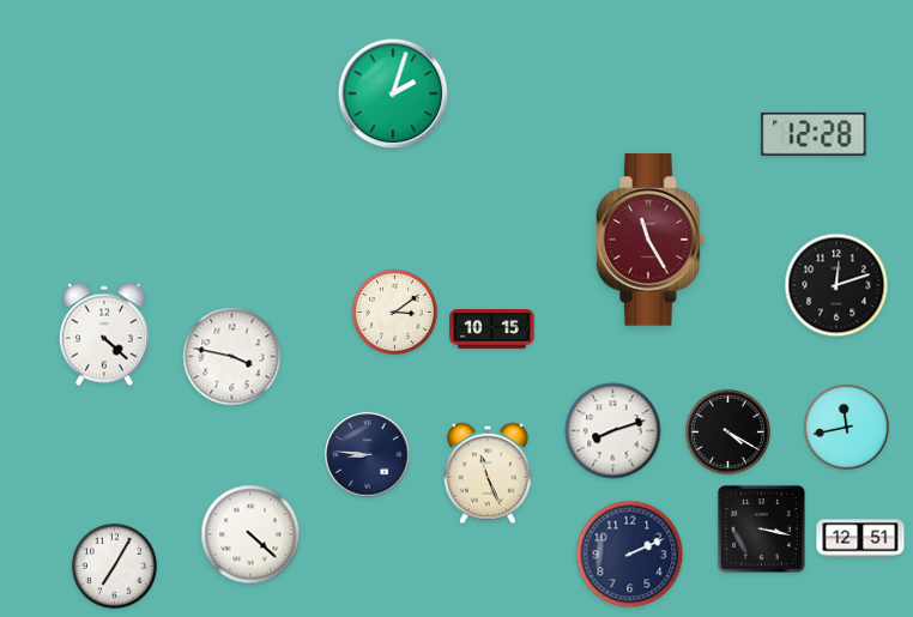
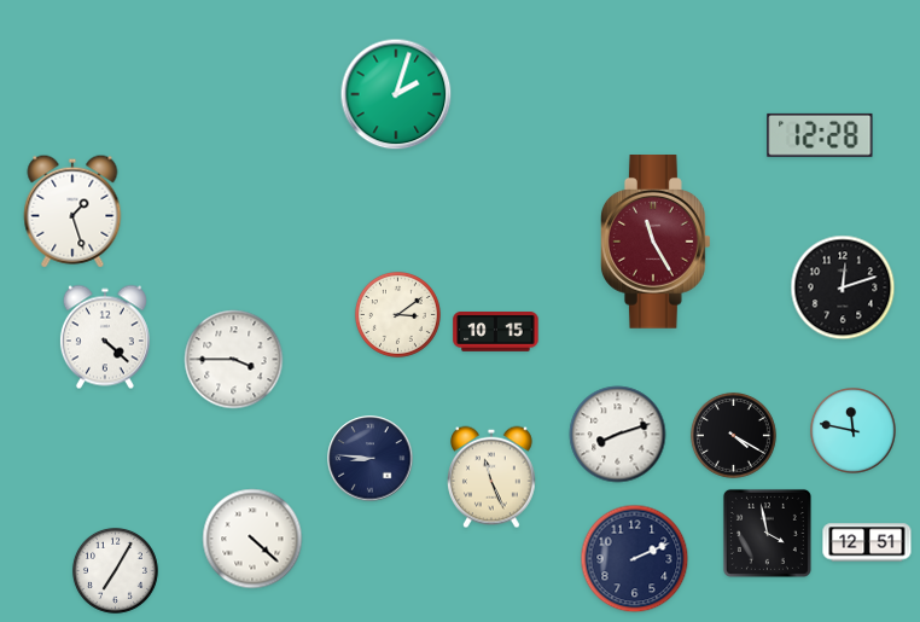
clock at (72, 211): none -> 1:27
clock at (232, 357): 3:47 -> 3:45
clock at (846, 427): 11:43 -> 11:47
clock at (761, 528): 3:17 -> 3:58
